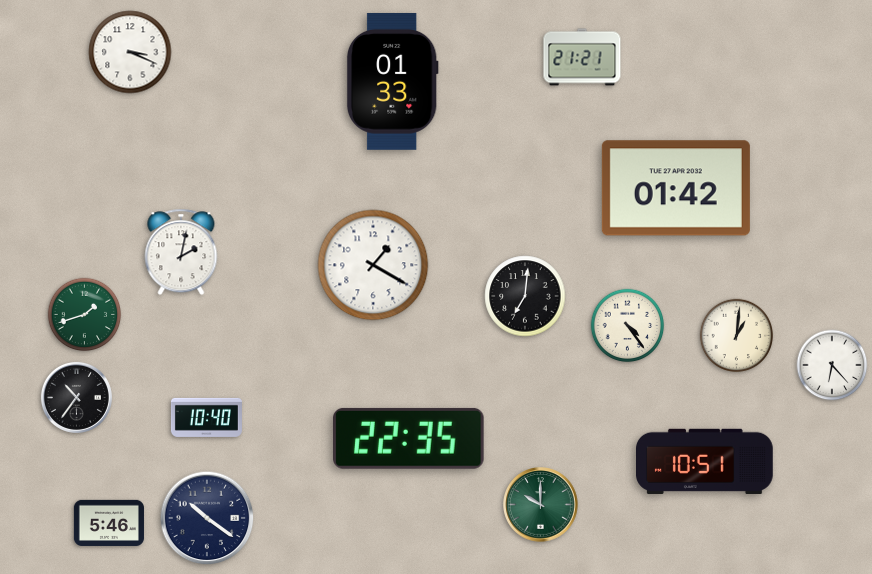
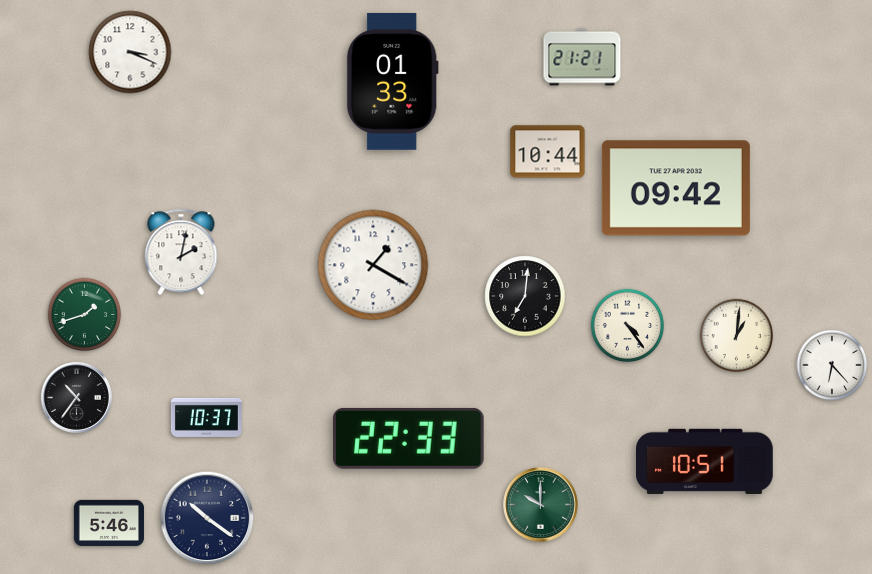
clock at (548, 152): none -> 10:44
clock at (676, 188): 01:42 -> 09:42
clock at (206, 417): 10:40 -> 10:37
clock at (409, 438): 22:35 -> 22:33
